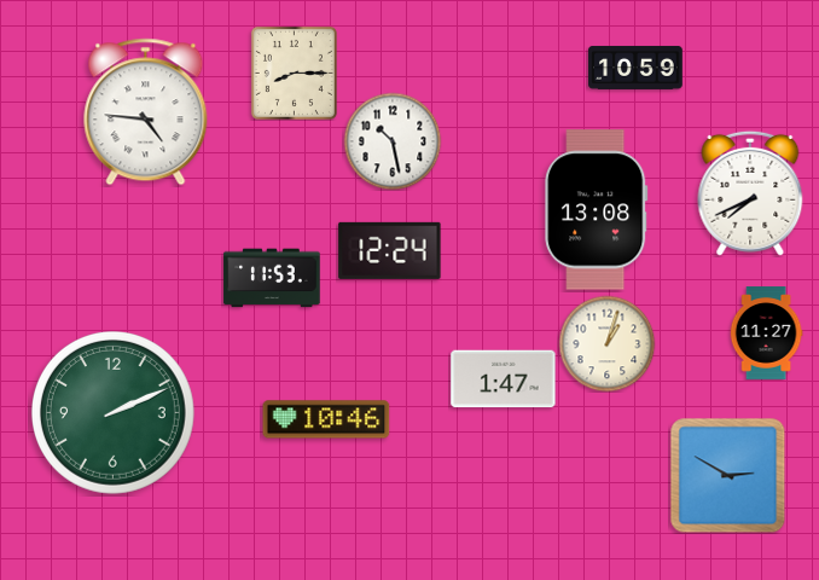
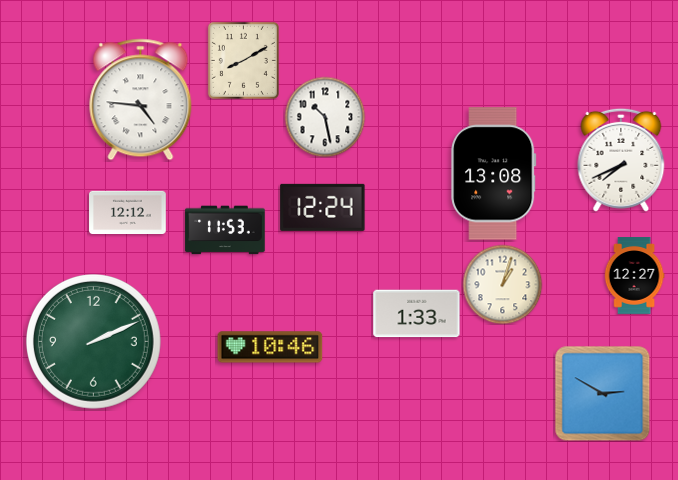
clock at (635, 68): 10:59 -> none
clock at (294, 72): 8:15 -> 8:10
clock at (146, 112) position: (146, 112) -> (141, 100)
clock at (128, 212): none -> 12:12
clock at (766, 333): 11:27 -> 12:27
clock at (504, 379): 1:47 -> 1:33
